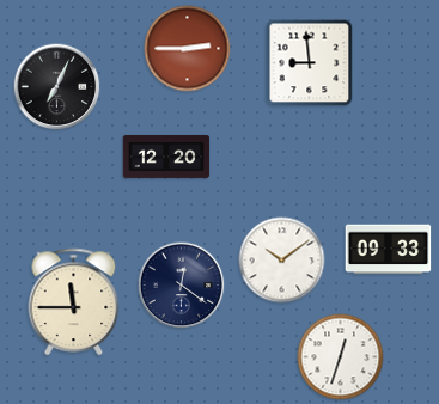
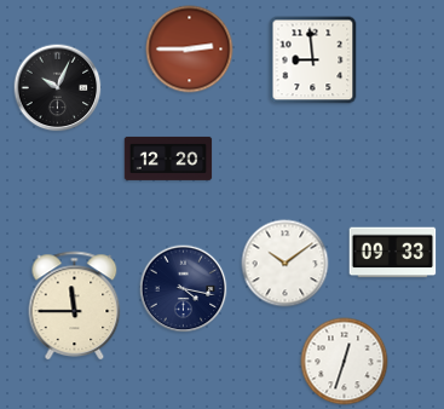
clock at (310, 63) position: (310, 63) -> (313, 61)
clock at (57, 87): 7:04 -> 10:04
clock at (182, 286): 12:21 -> 4:17
